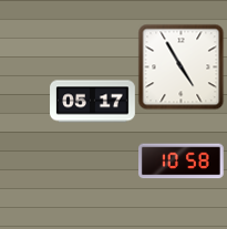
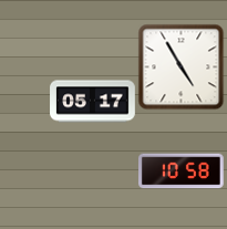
clock at (182, 162) position: (182, 162) -> (182, 171)
